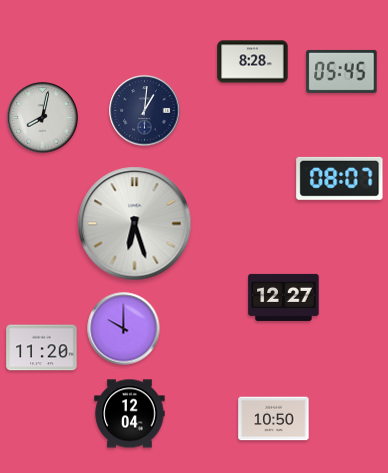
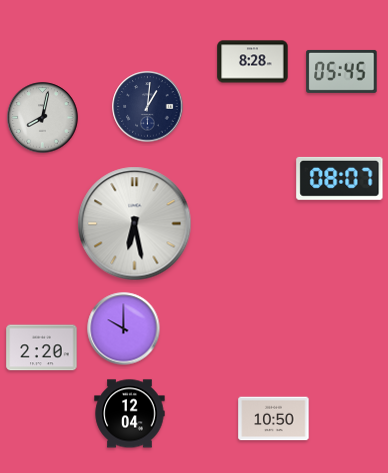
clock at (145, 111) position: (145, 111) -> (148, 107)
clock at (135, 224): 6:27 -> 6:28
clock at (284, 297): 12:27 -> none
clock at (42, 348): 11:20 -> 2:20
